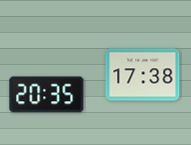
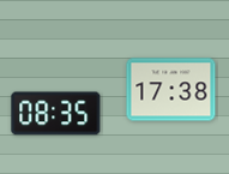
clock at (47, 95): 20:35 -> 08:35
